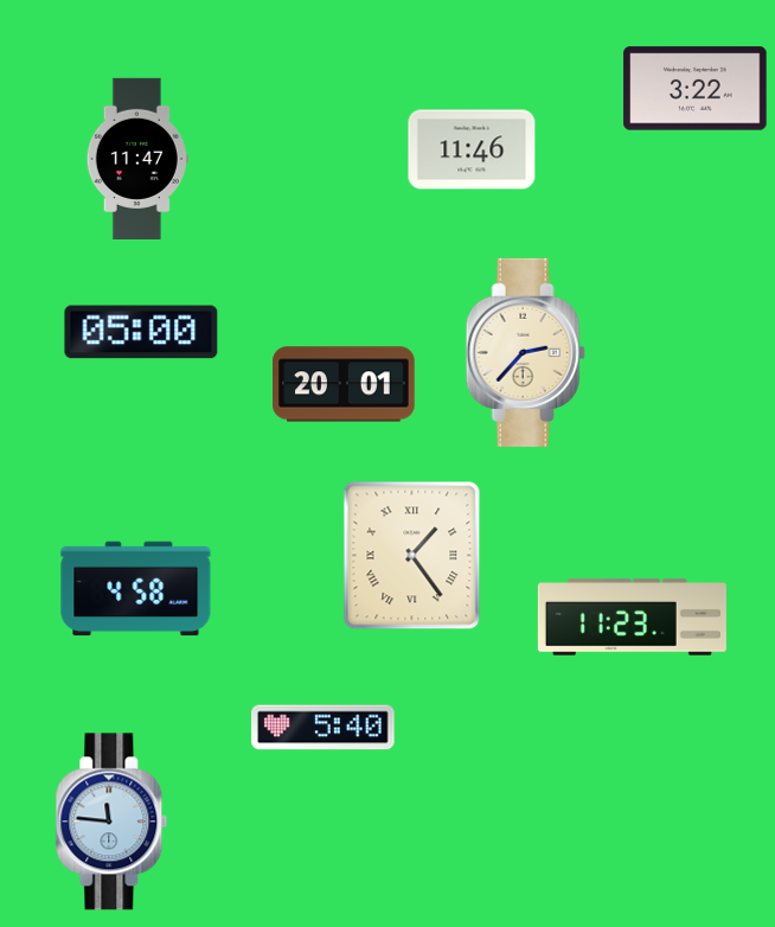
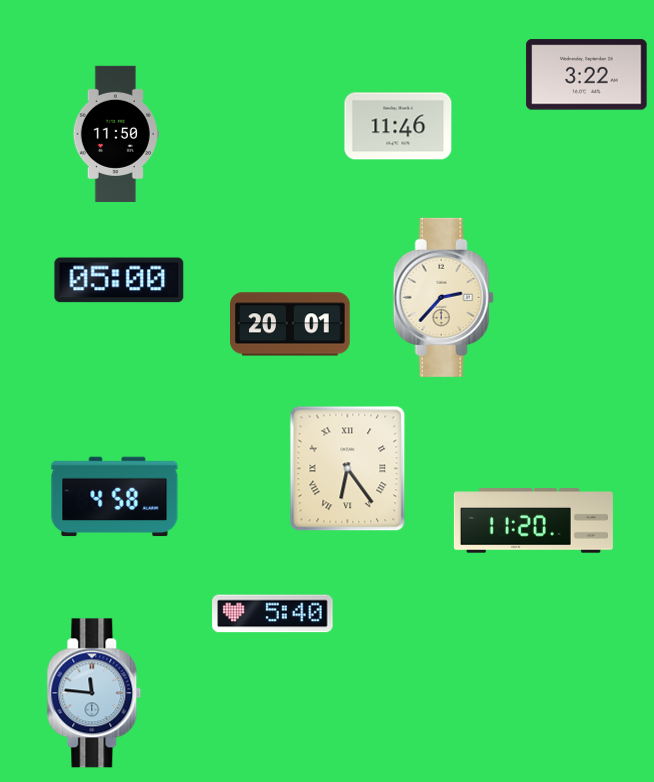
clock at (137, 159): 11:47 -> 11:50
clock at (412, 556): 1:24 -> 6:24
clock at (632, 618): 11:23 -> 11:20
